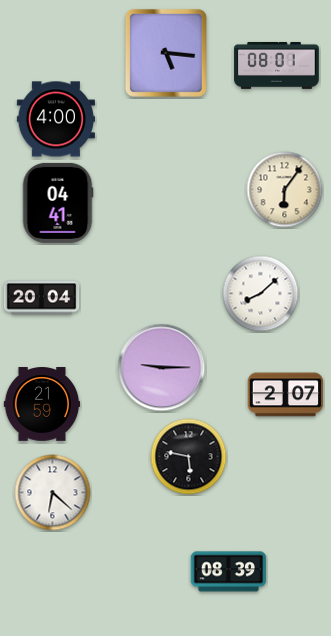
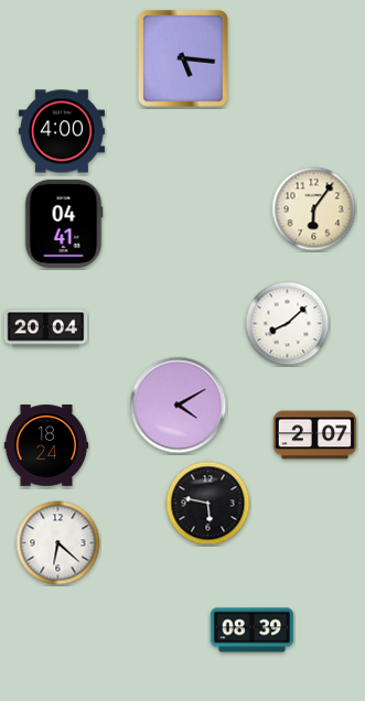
clock at (277, 65): 08:01 -> none
clock at (162, 368): 9:15 -> 4:10
clock at (42, 404): 21:59 -> 18:24
